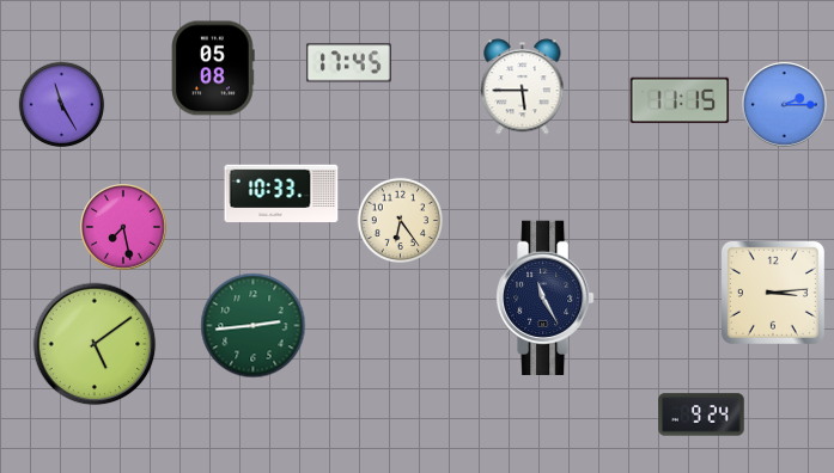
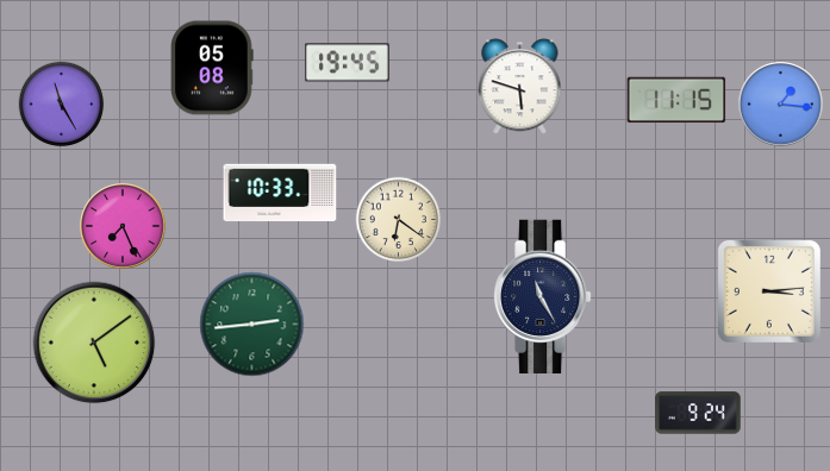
clock at (348, 63): 17:45 -> 19:45
clock at (523, 87): 5:45 -> 5:48
clock at (785, 105): 2:15 -> 1:16
clock at (401, 221): 6:24 -> 6:21
clock at (123, 227): 7:28 -> 7:26
